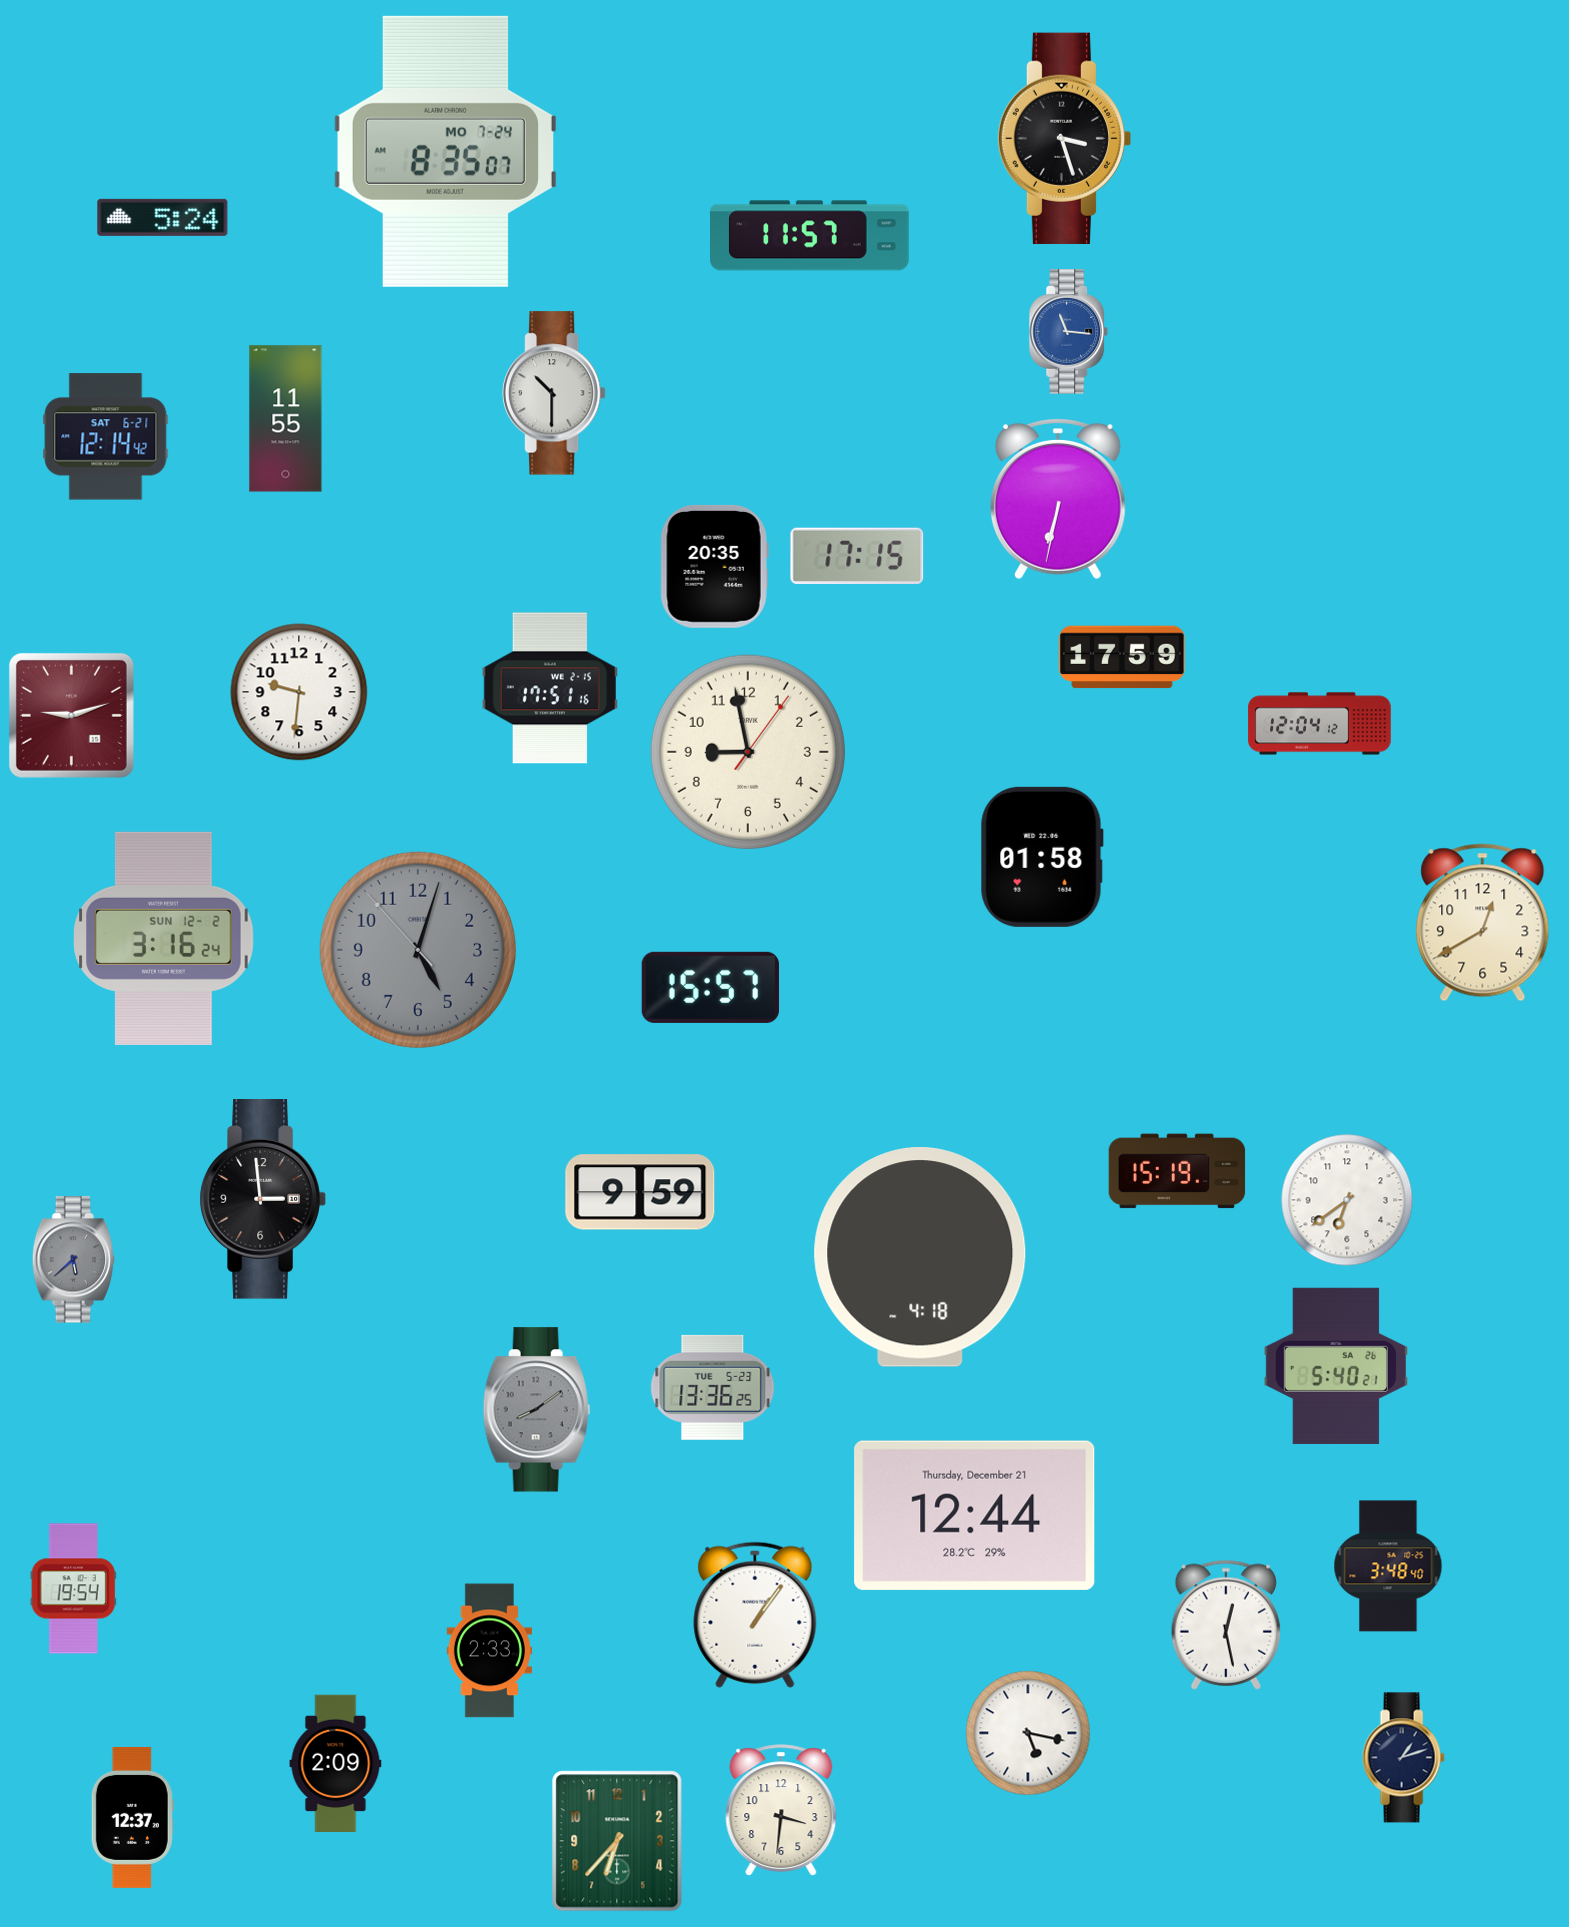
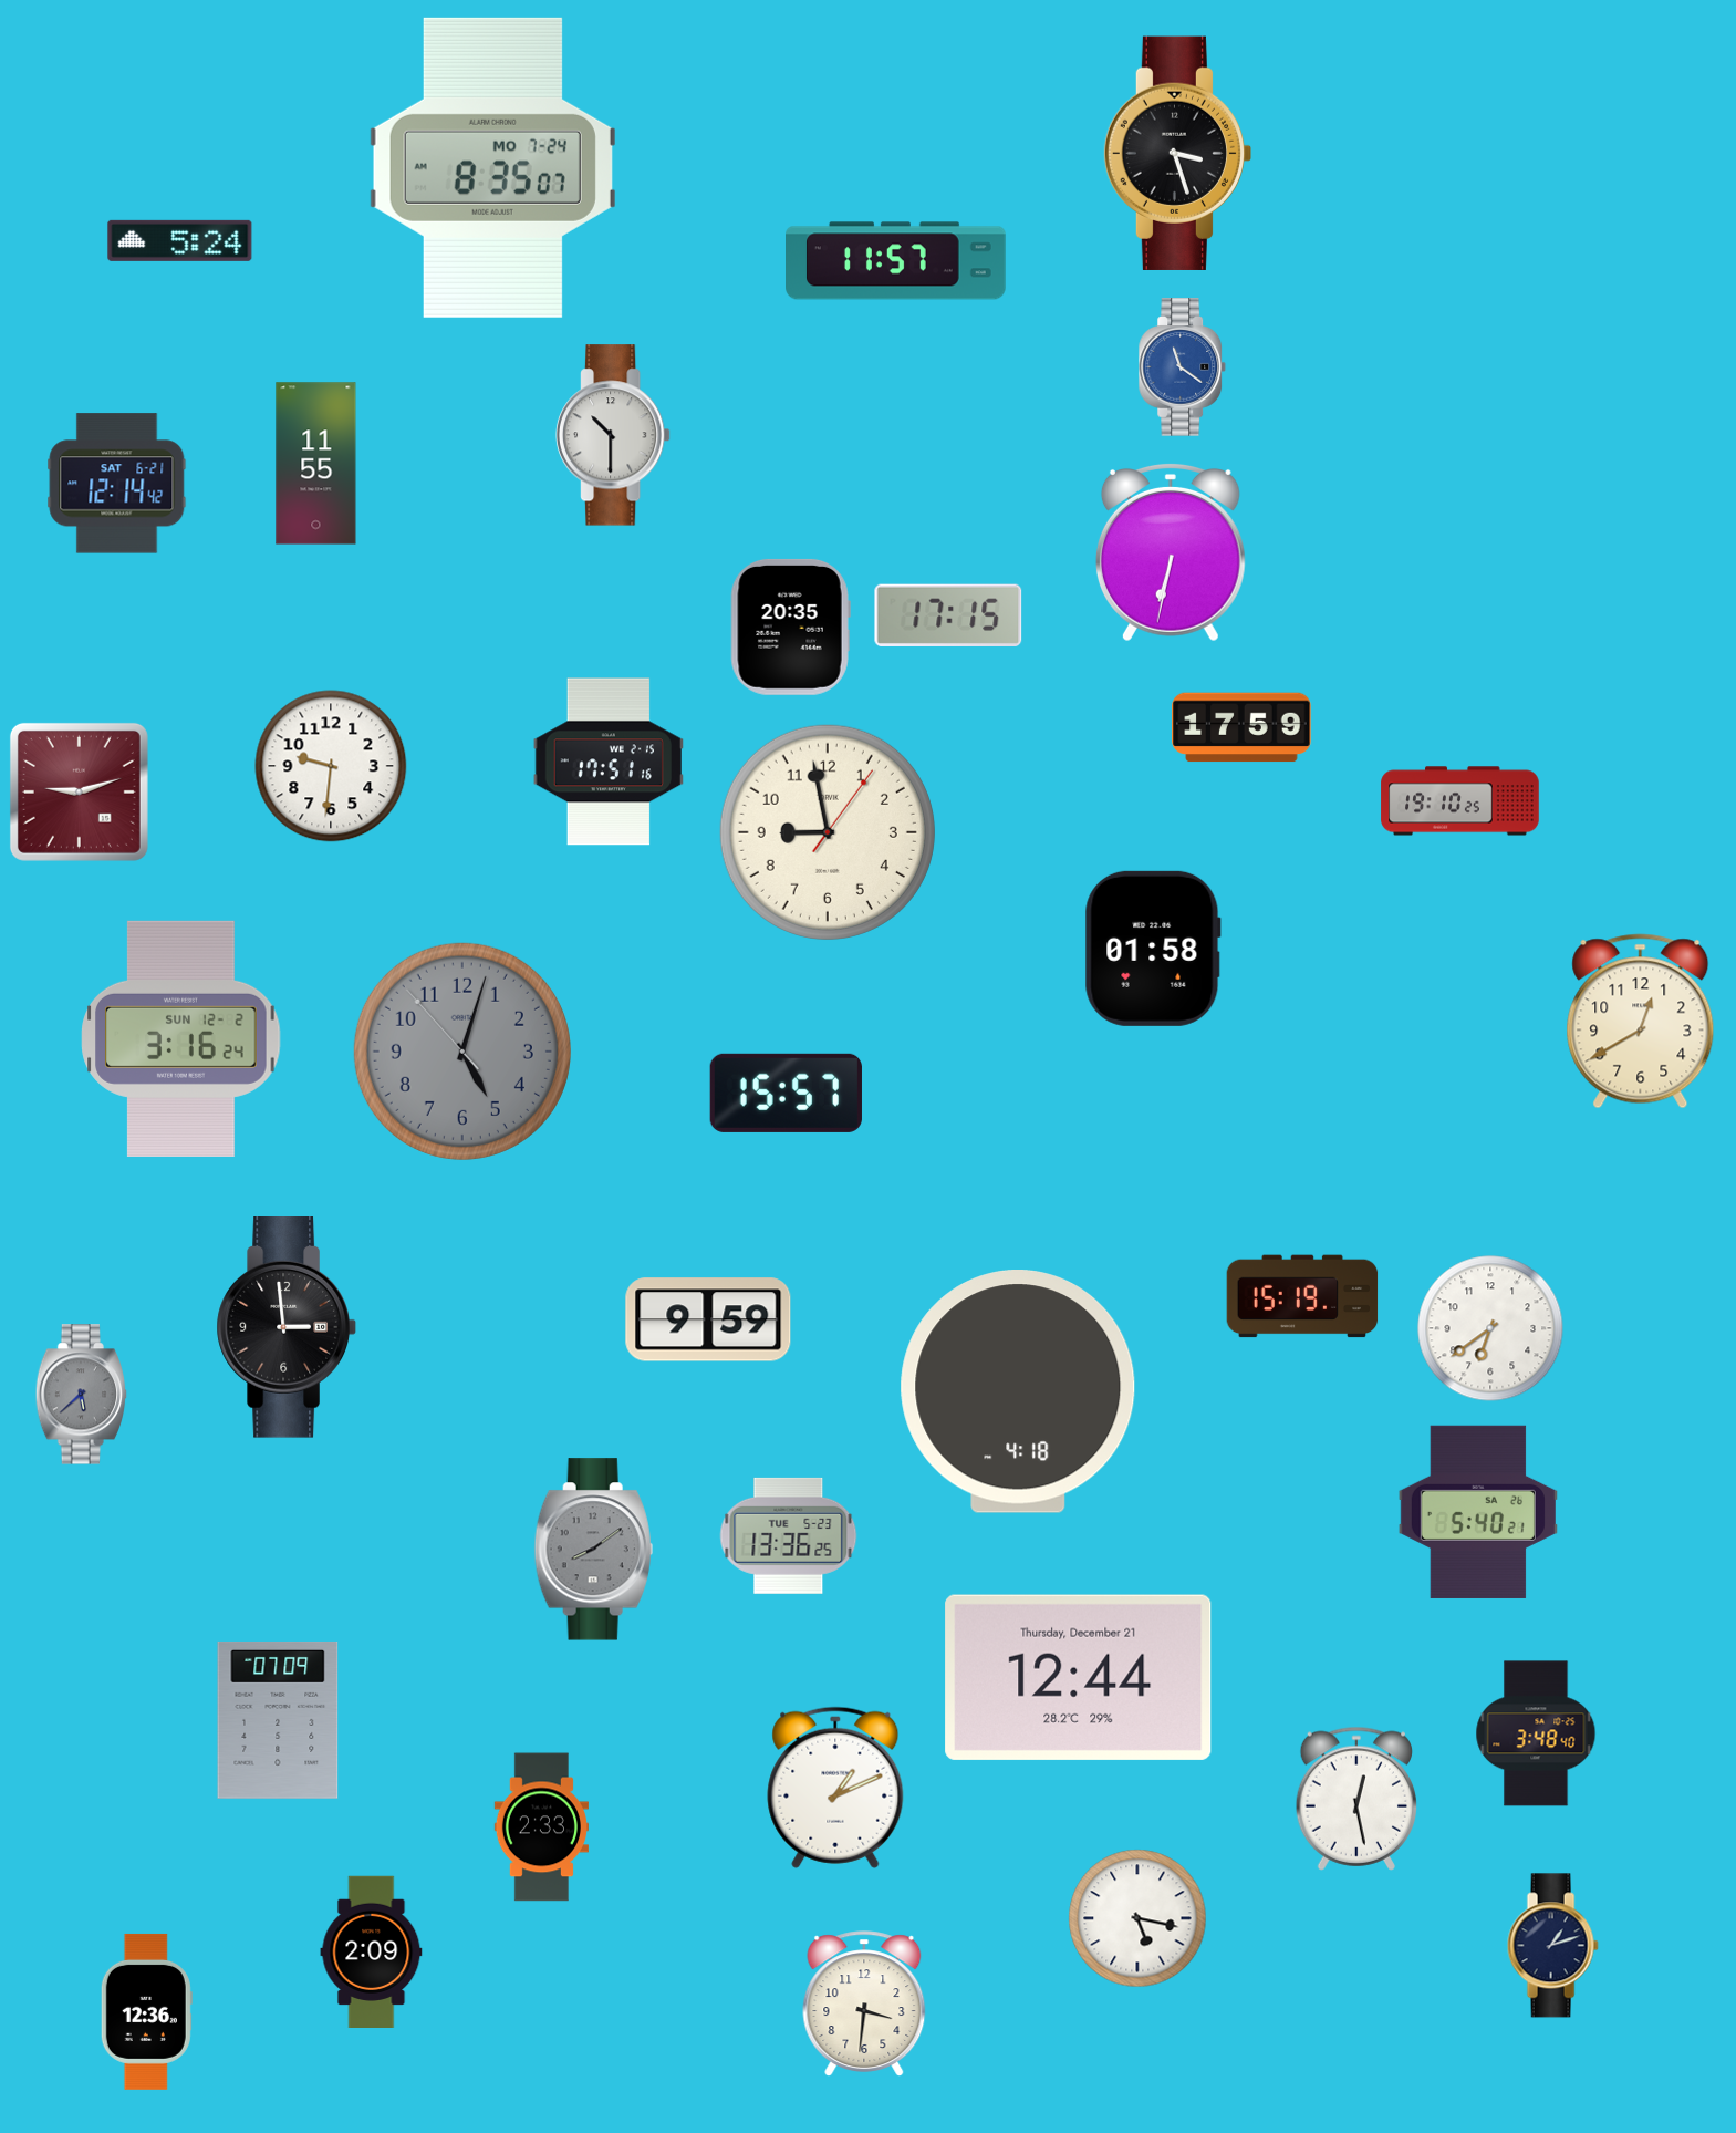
clock at (1069, 332): 11:16 -> 11:21
clock at (1320, 724): 12:04 -> 19:10
clock at (263, 1200) position: (263, 1200) -> (287, 1328)
clock at (536, 1410) position: (536, 1410) -> (593, 1550)
clock at (278, 1720): none -> 07:09
clock at (73, 1589): 19:54 -> none
clock at (755, 1615): 1:06 -> 1:11
clock at (132, 1817): 12:37 -> 12:36
clock at (617, 1841): 6:37 -> none
